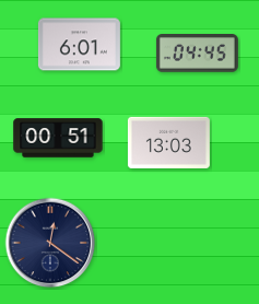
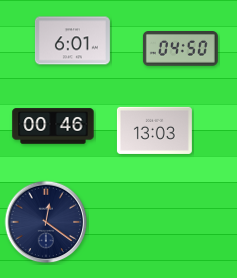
clock at (197, 54): 04:45 -> 04:50
clock at (58, 138): 00:51 -> 00:46
